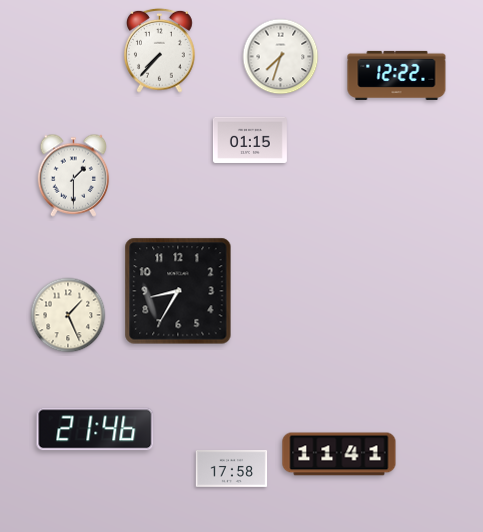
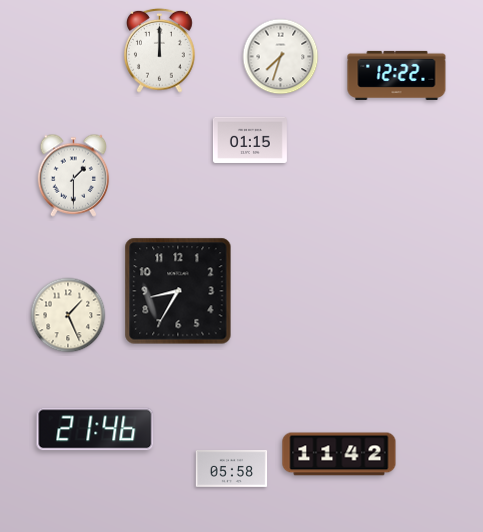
clock at (160, 50): 7:37 -> 12:00
clock at (339, 454): 11:41 -> 11:42
clock at (232, 468): 17:58 -> 05:58
